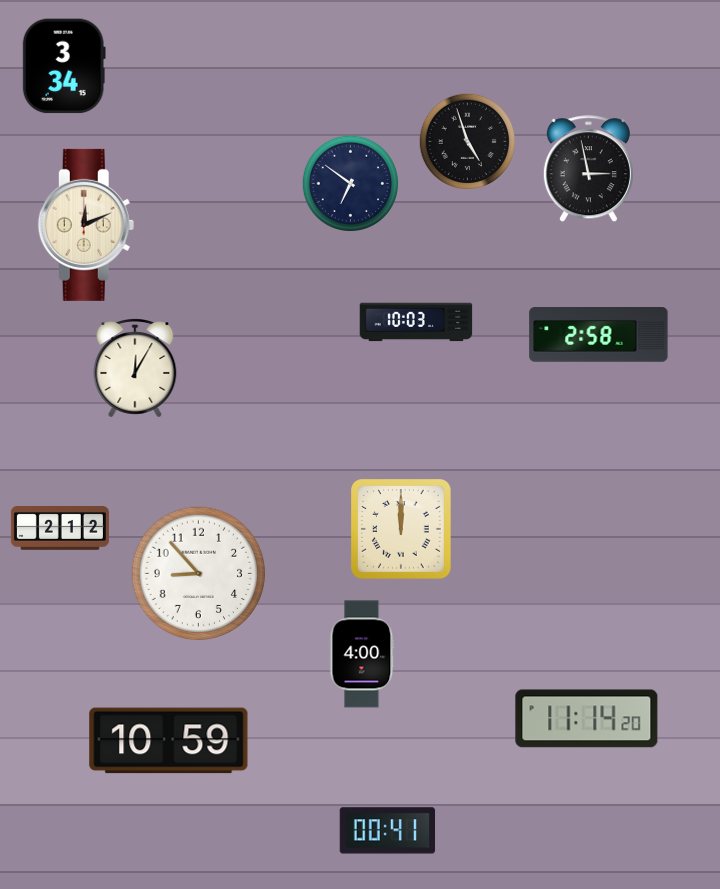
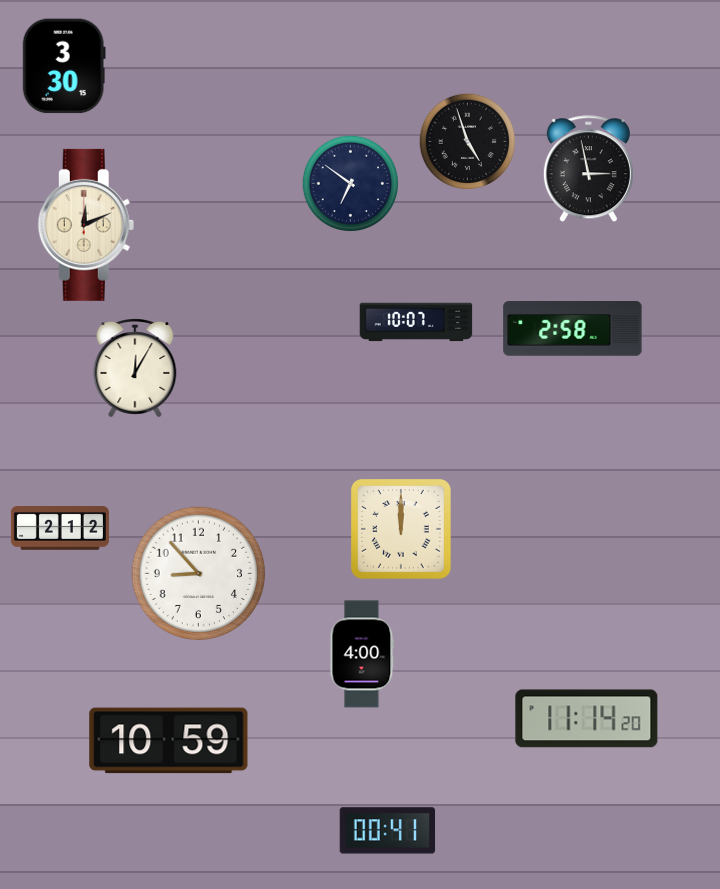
clock at (64, 66): 3:34 -> 3:30
clock at (416, 322): 10:03 -> 10:07
clock at (599, 335) position: (599, 335) -> (573, 329)
